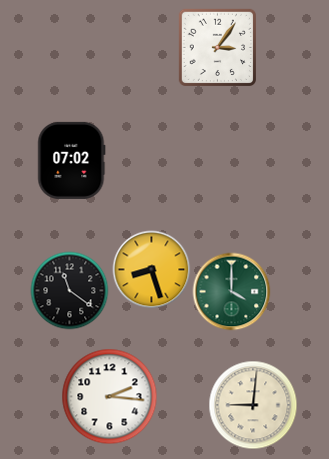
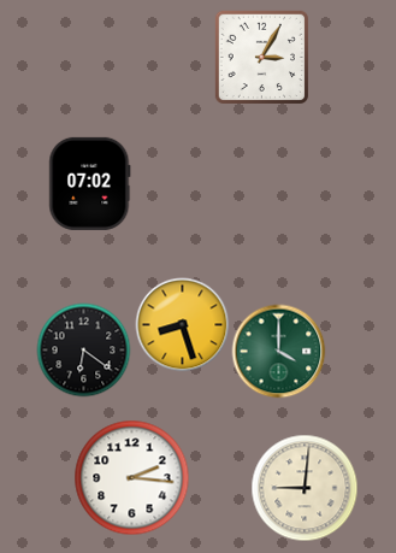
clock at (217, 47): 3:06 -> 3:05
clock at (72, 160) position: (72, 160) -> (90, 183)
clock at (69, 290): 11:21 -> 6:21
